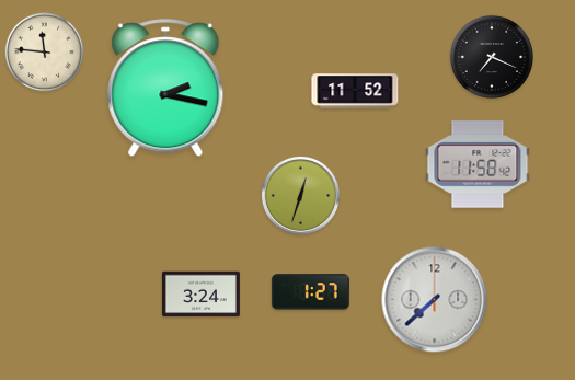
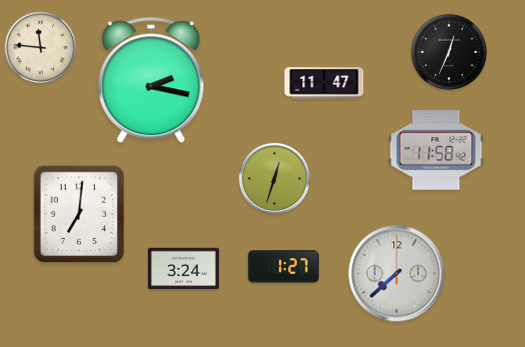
clock at (492, 57): 7:19 -> 12:34
clock at (355, 91): 11:52 -> 11:47
clock at (79, 214): none -> 7:01
